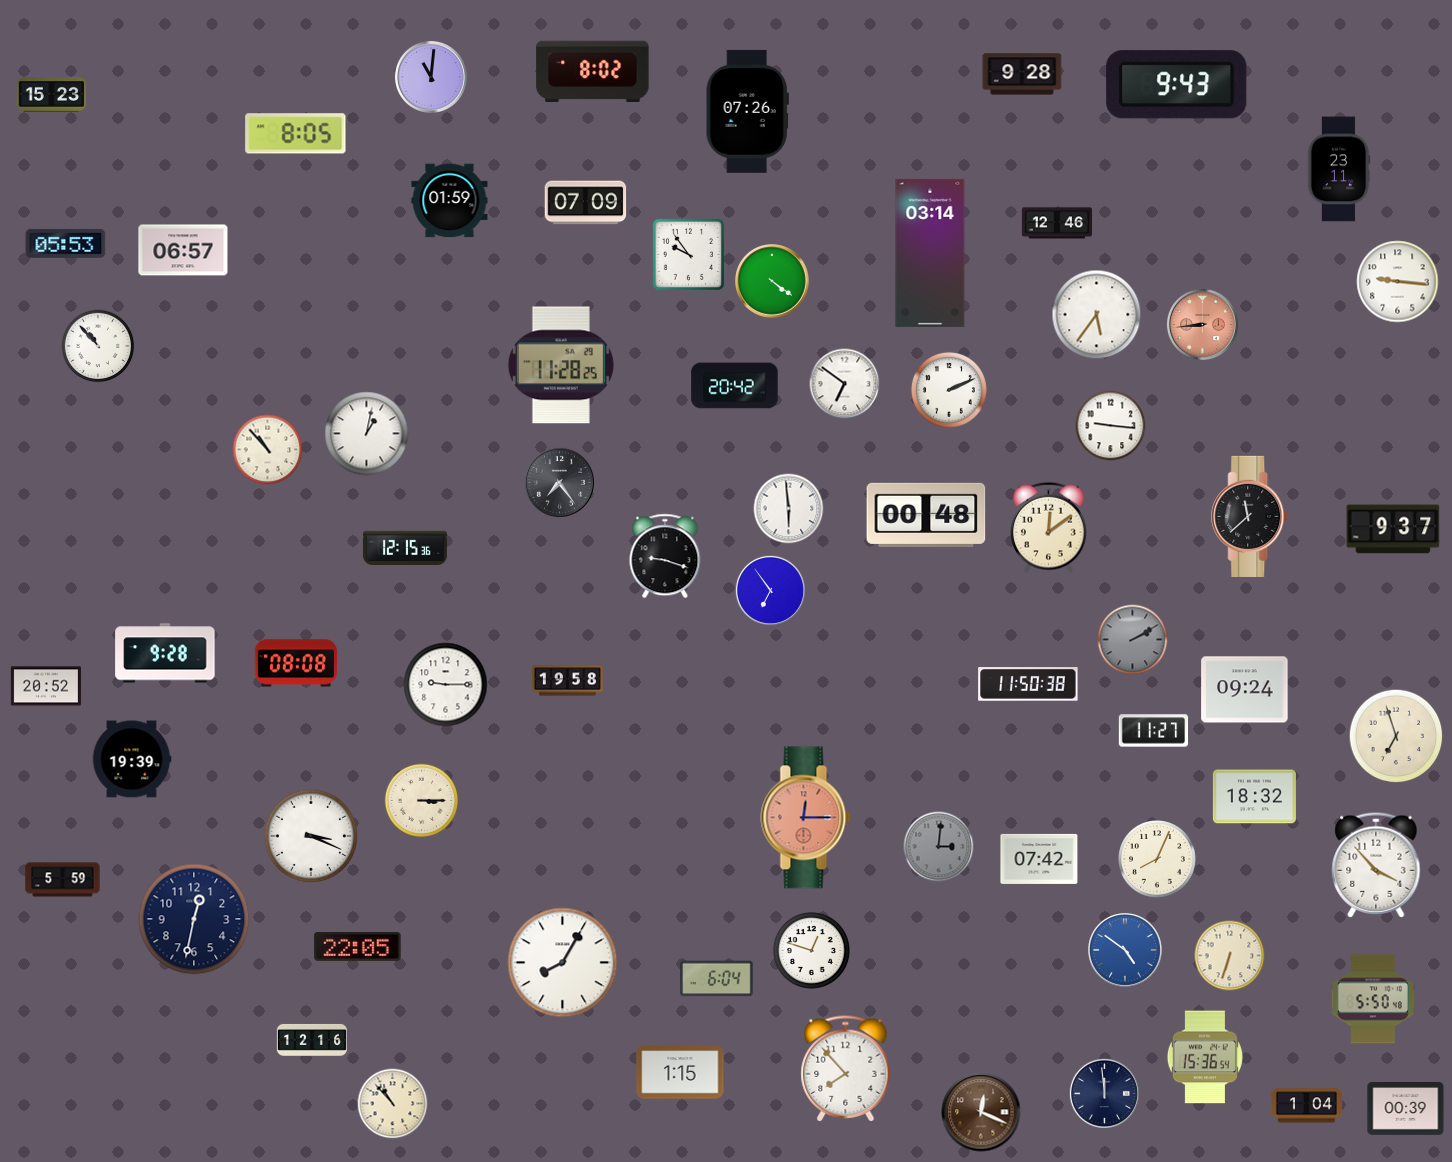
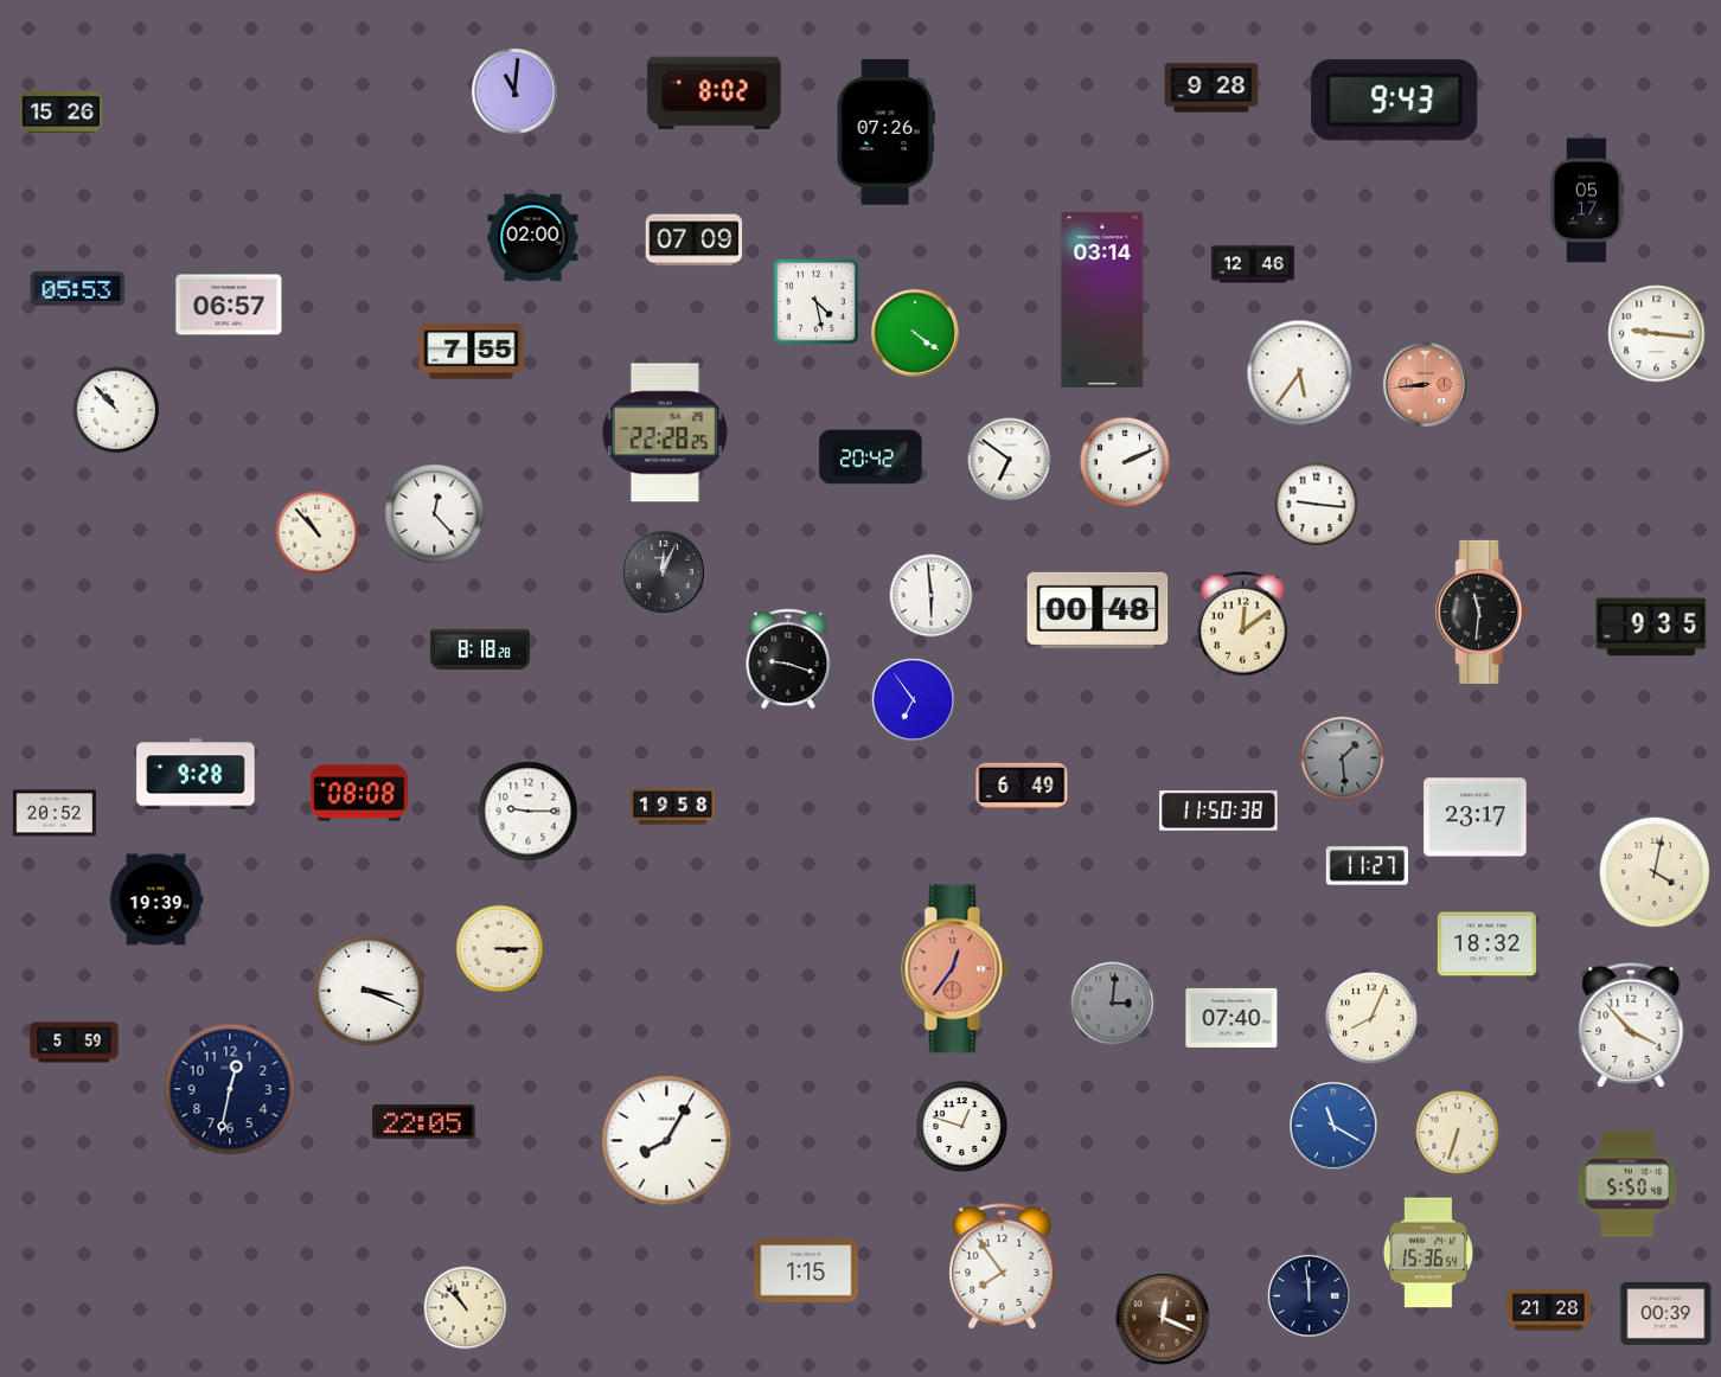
clock at (593, 71) position: (593, 71) -> (715, 92)
clock at (431, 77) position: (431, 77) -> (514, 91)
clock at (52, 95): 15:23 -> 15:26
clock at (296, 134): 8:05 -> none
clock at (1339, 169): 23:11 -> 05:17
clock at (450, 201): 01:59 -> 02:00
clock at (183, 250) position: (183, 250) -> (229, 305)
clock at (688, 254): 9:54 -> 4:28
clock at (472, 352): none -> 7:55
clock at (561, 365): 11:28 -> 22:28
clock at (845, 384) position: (845, 384) -> (1010, 460)
clock at (367, 434): 1:02 -> 12:23
clock at (559, 482): 7:24 -> 12:04
clock at (789, 509) position: (789, 509) -> (932, 596)
clock at (1250, 516): 11:38 -> 11:31
clock at (1393, 529): 9:37 -> 9:35
clock at (405, 547): 12:15 -> 8:18
clock at (1133, 640): 2:10 -> 1:29
clock at (296, 663) position: (296, 663) -> (359, 793)
clock at (1022, 786): none -> 6:49
clock at (1245, 690): 09:24 -> 23:17
clock at (1396, 736): 6:57 -> 4:02
clock at (806, 818): 12:15 -> 12:36
clock at (1039, 859): 07:42 -> 07:40
clock at (1125, 950): 4:51 -> 11:20
clock at (717, 979): 6:04 -> none
clock at (312, 1040): 12:16 -> none
clock at (846, 1069): 7:53 -> 7:54
clock at (1306, 1106): 1:04 -> 21:28
